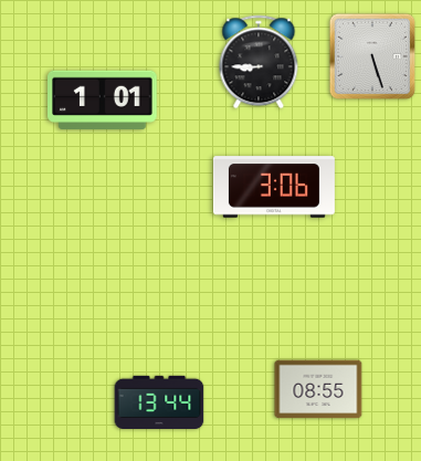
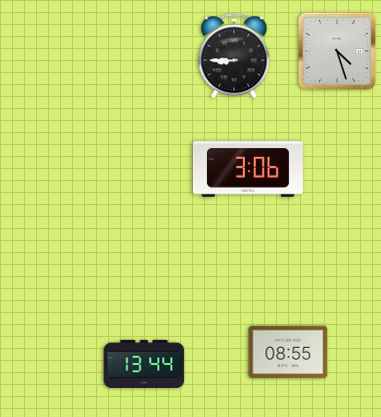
clock at (372, 56): 5:27 -> 4:27
clock at (103, 99): 1:01 -> none
